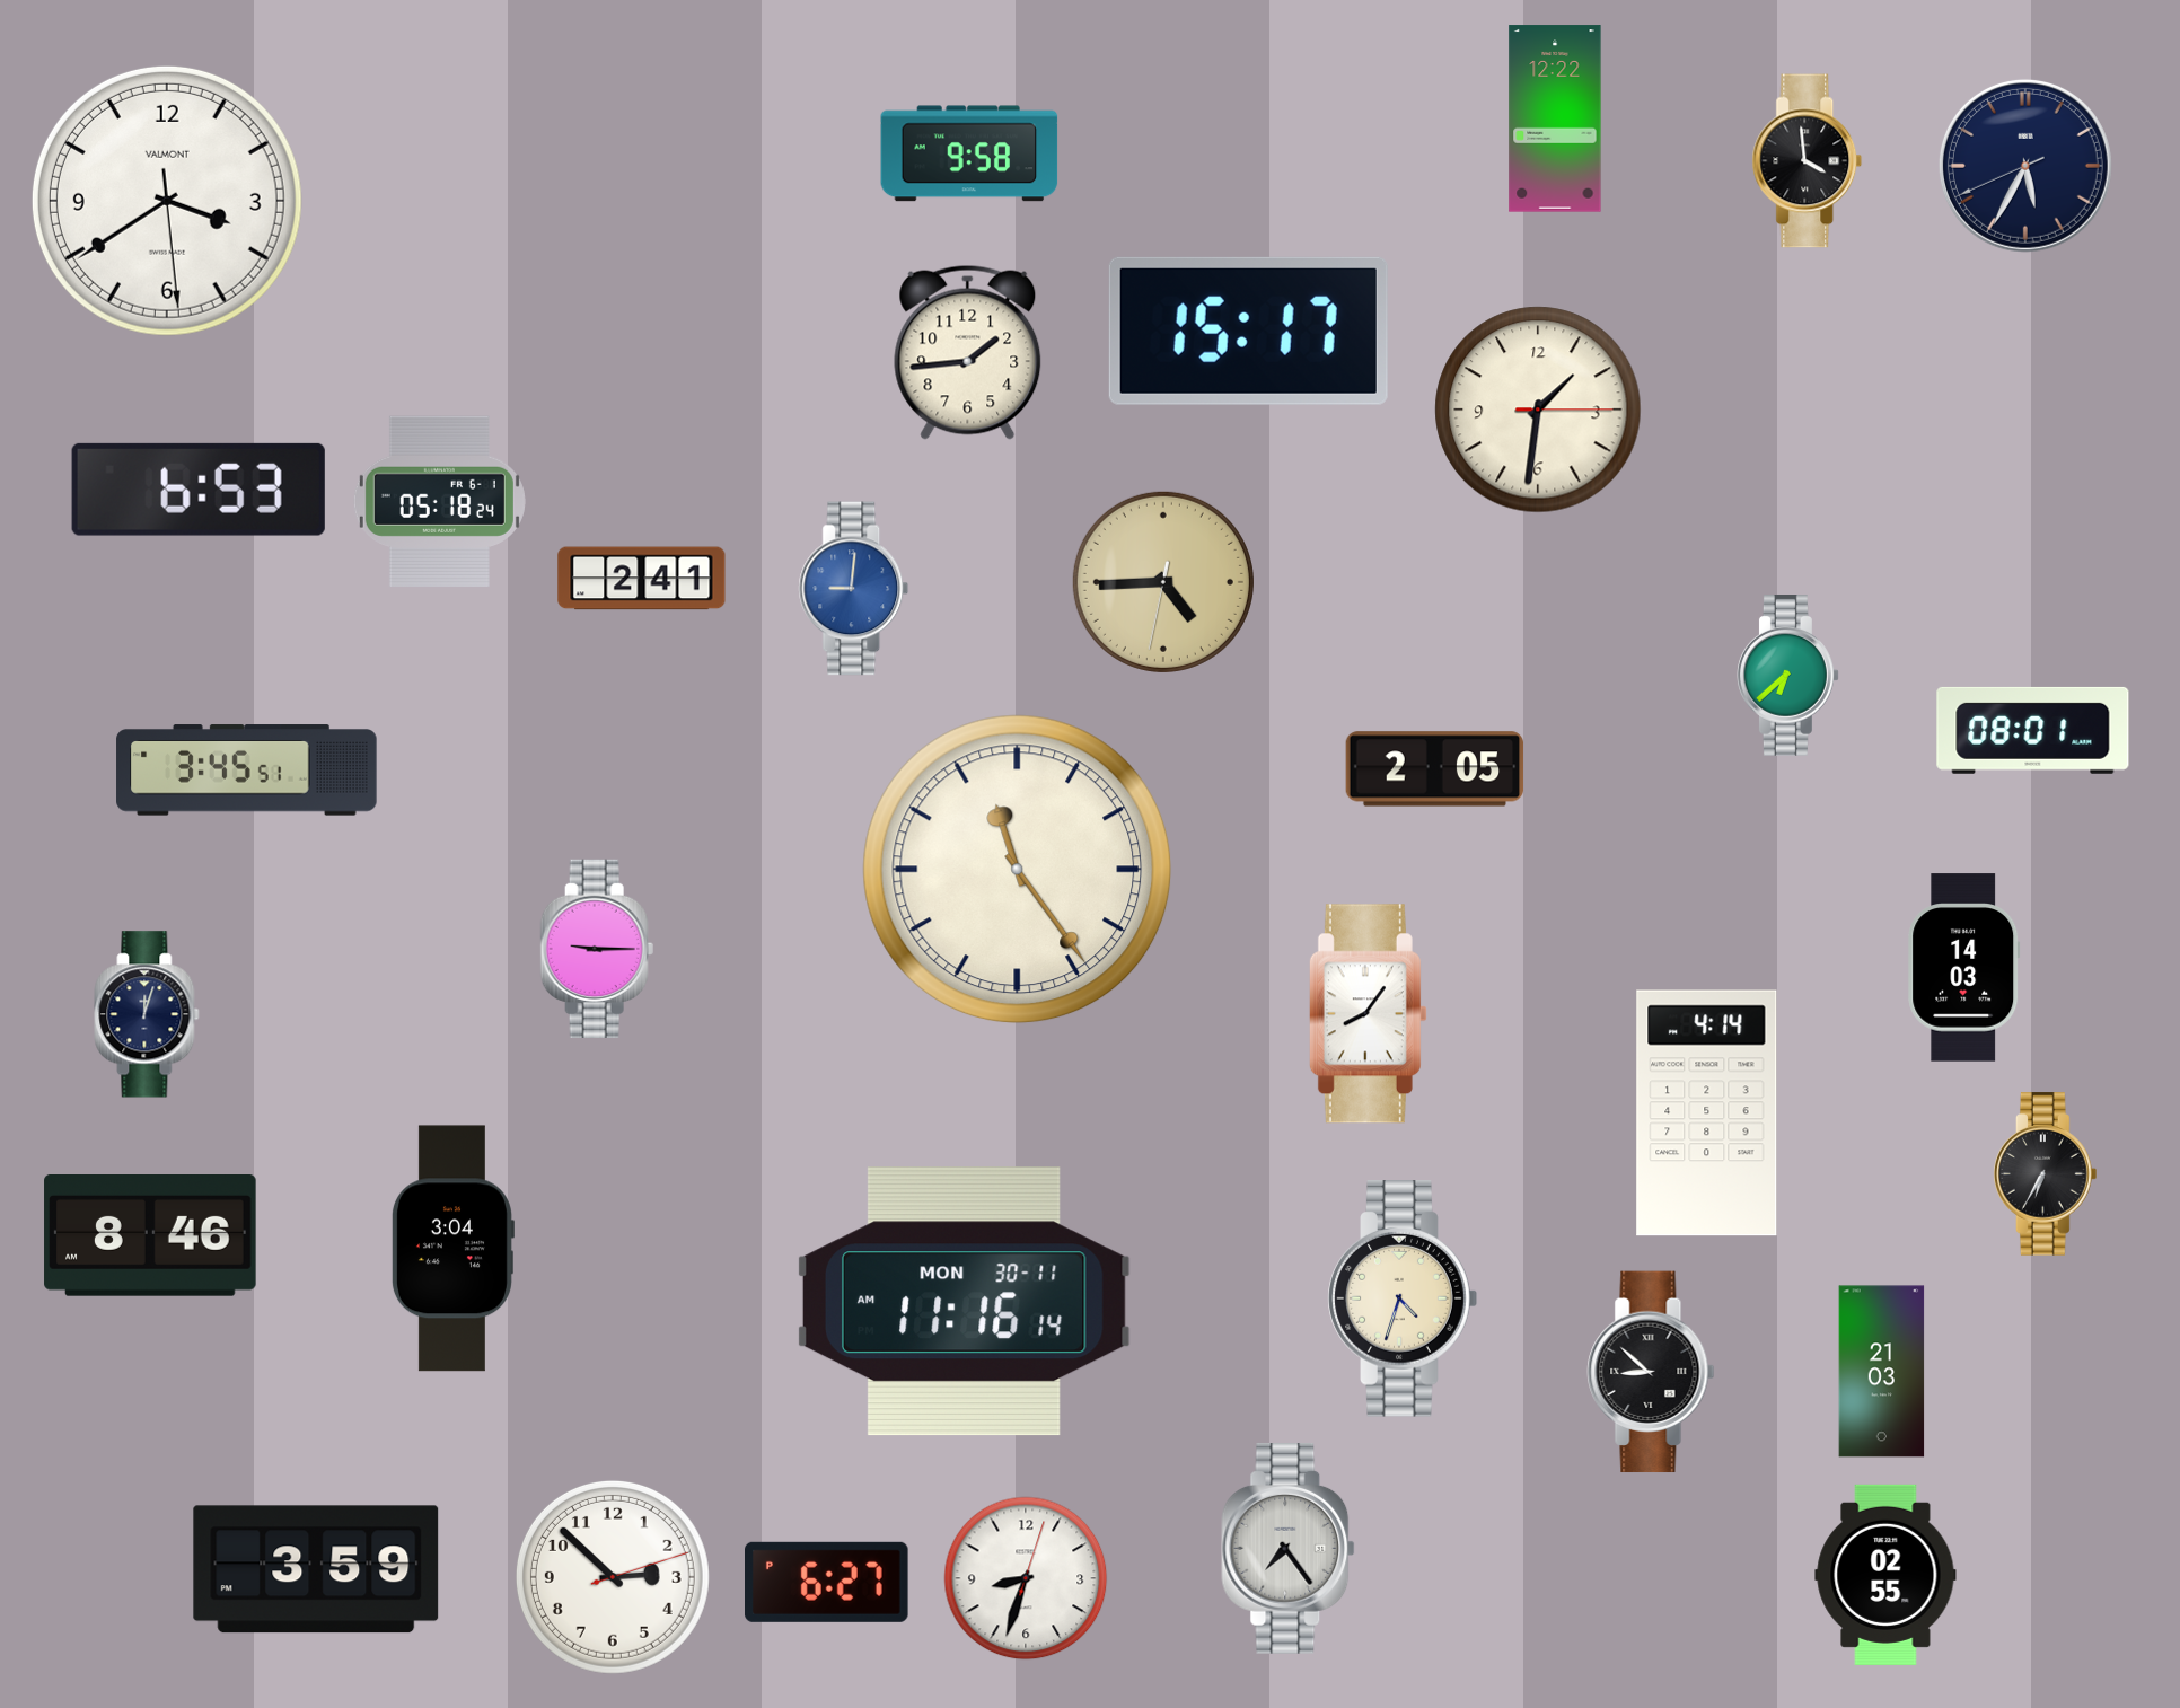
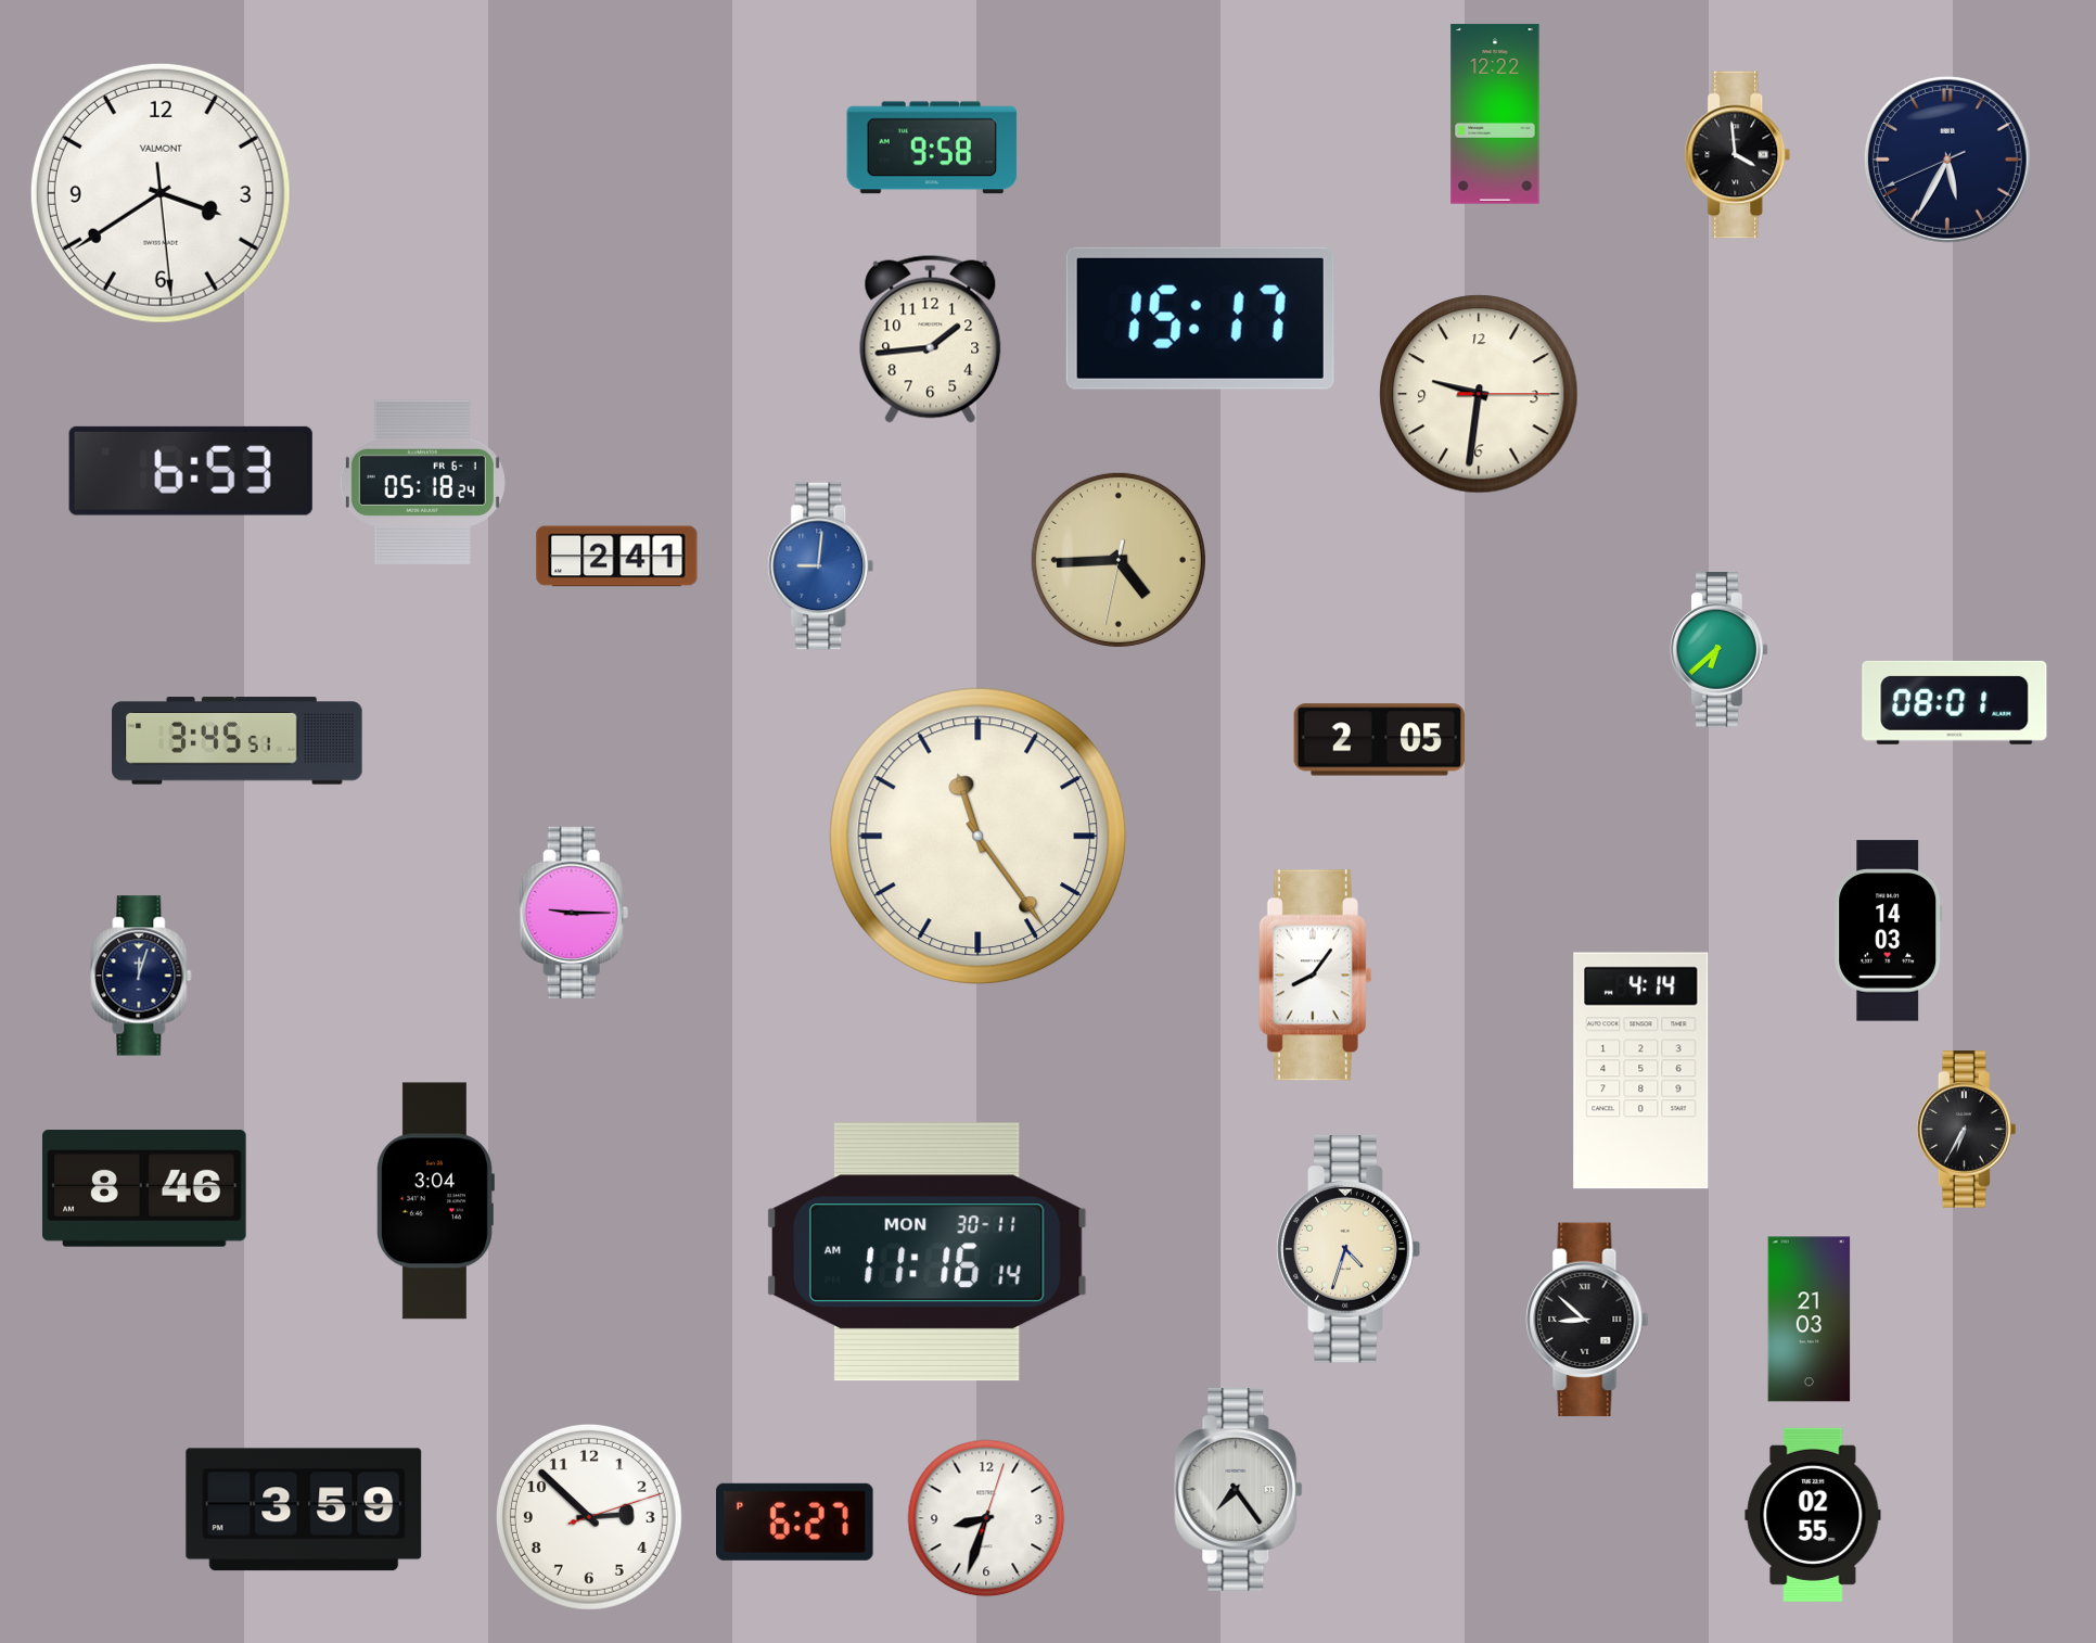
clock at (1538, 410): 1:31 -> 9:31
